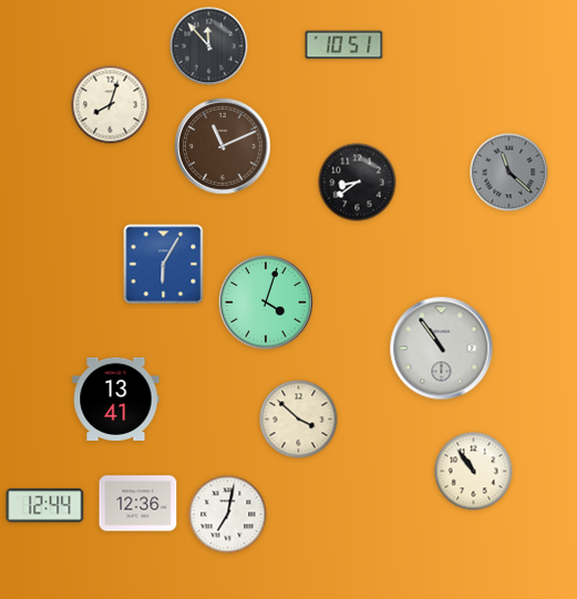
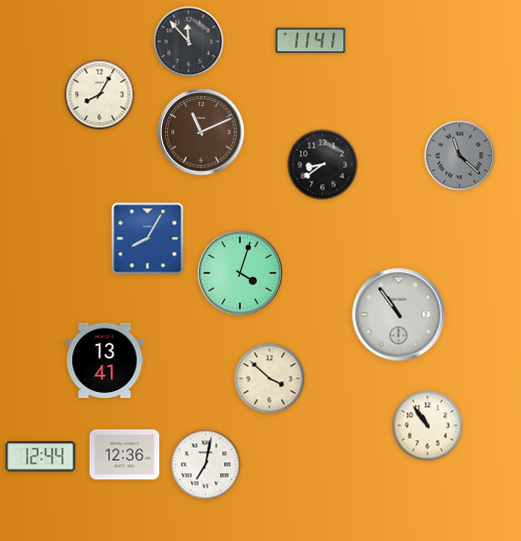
clock at (344, 45): 10:51 -> 11:41
clock at (111, 105): 8:03 -> 8:05
clock at (164, 265): 6:05 -> 8:05
